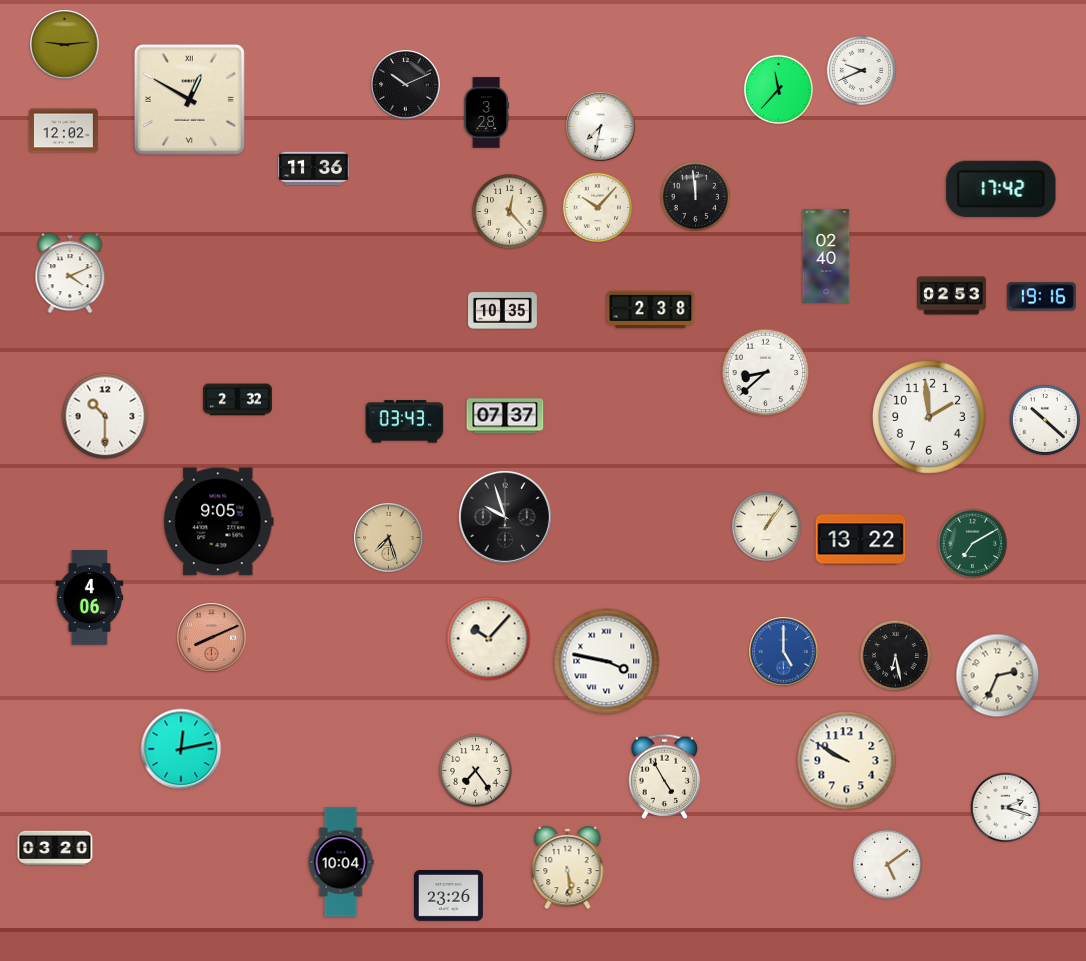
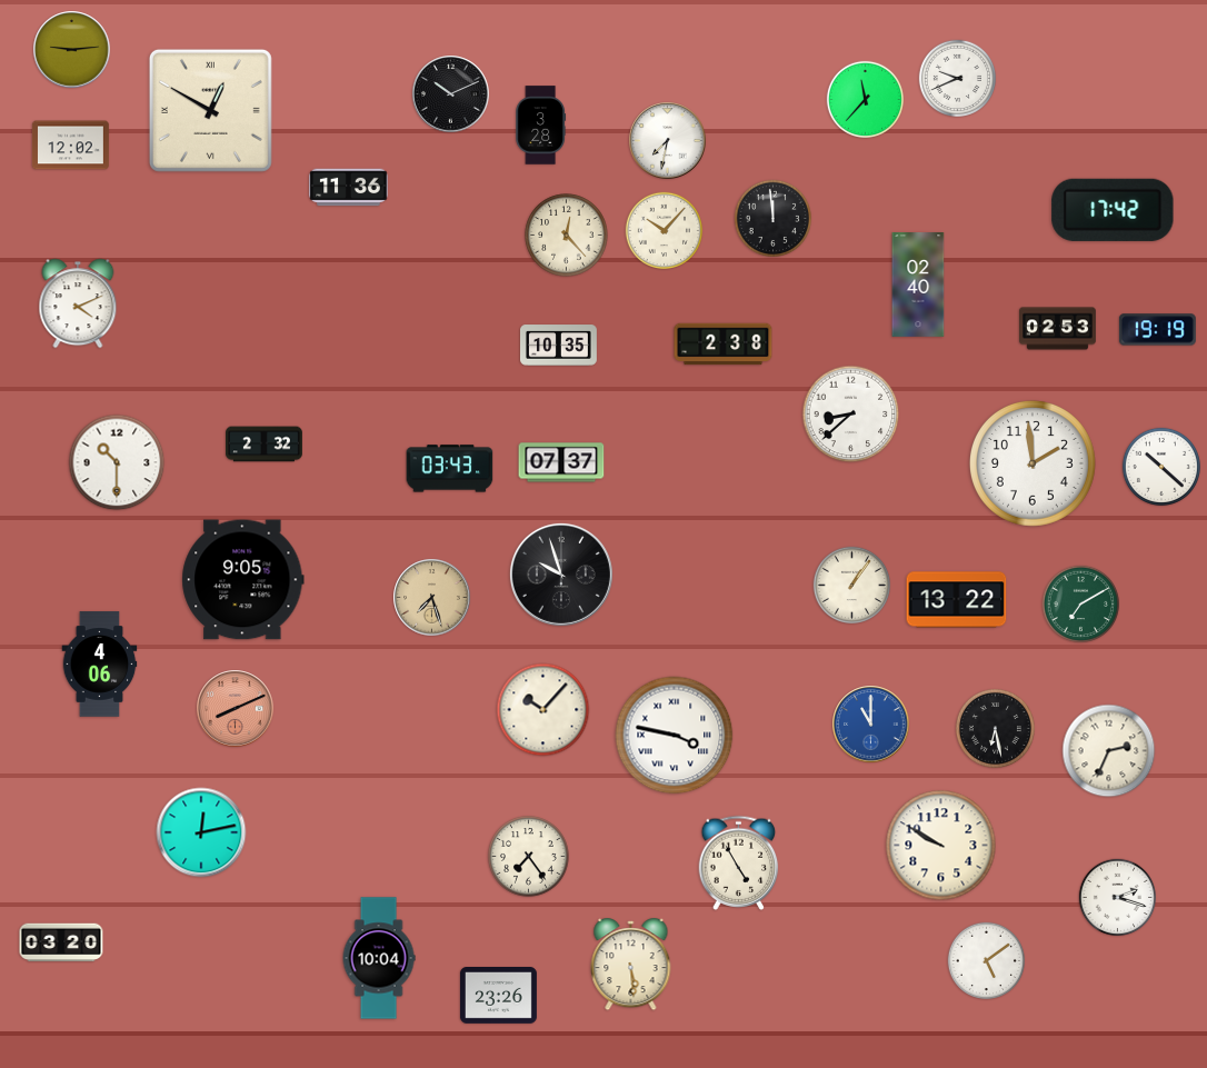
clock at (1041, 297): 19:16 -> 19:19
clock at (784, 652): 5:00 -> 11:00
